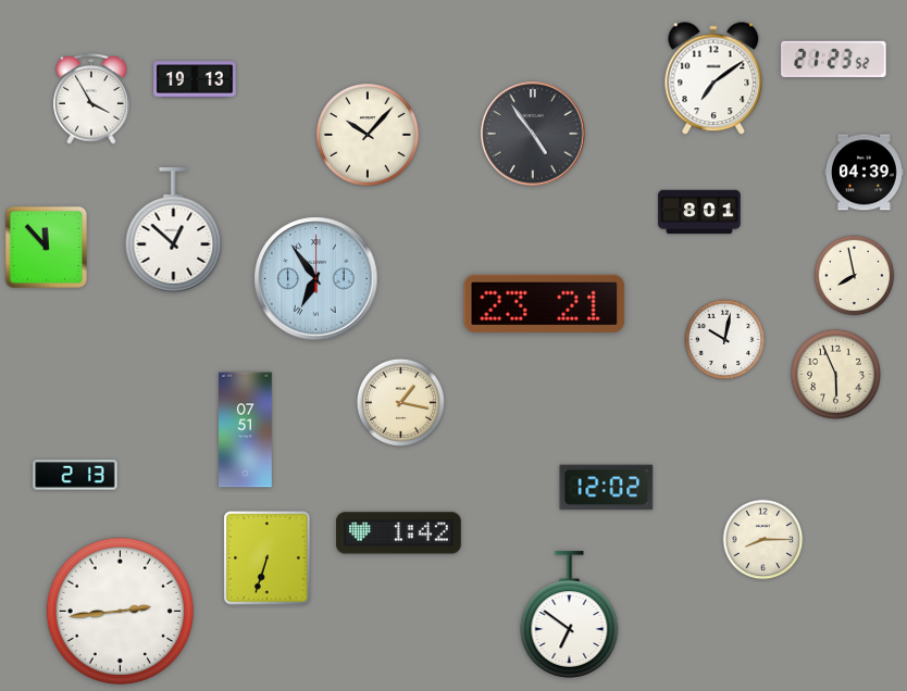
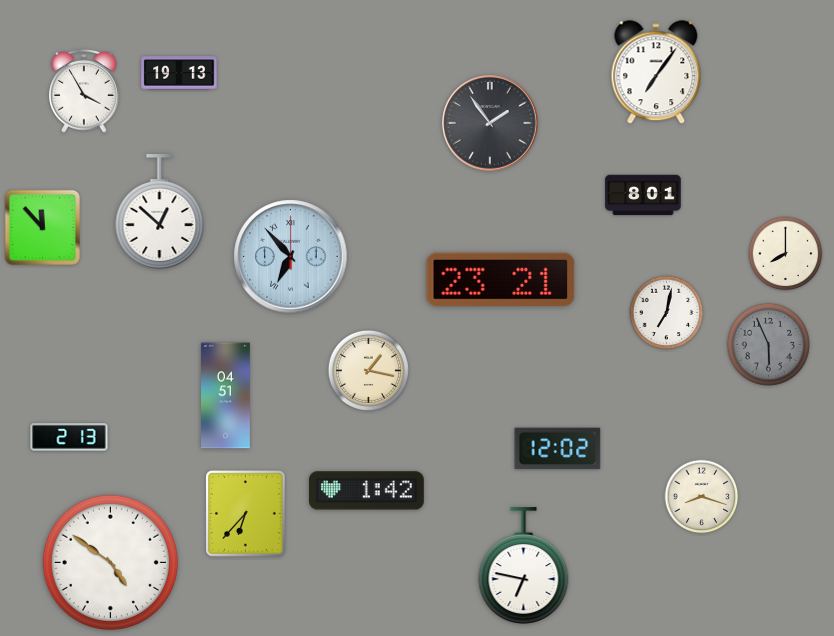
clock at (834, 59): 21:23 -> none
clock at (713, 79): 7:09 -> 7:06
clock at (533, 134): 4:54 -> 1:54
clock at (368, 135): 10:07 -> none
clock at (863, 173): 04:39 -> none
clock at (855, 276): 7:58 -> 8:00
clock at (316, 279): 6:54 -> 6:53
clock at (725, 340): 10:02 -> 7:02
clock at (835, 374) dial: cream -> grey
clock at (246, 430): 07:51 -> 04:51
clock at (763, 540): 8:15 -> 8:18
clock at (268, 558): 6:33 -> 6:37
clock at (120, 611): 2:44 -> 4:51
clock at (570, 615): 6:51 -> 6:47
